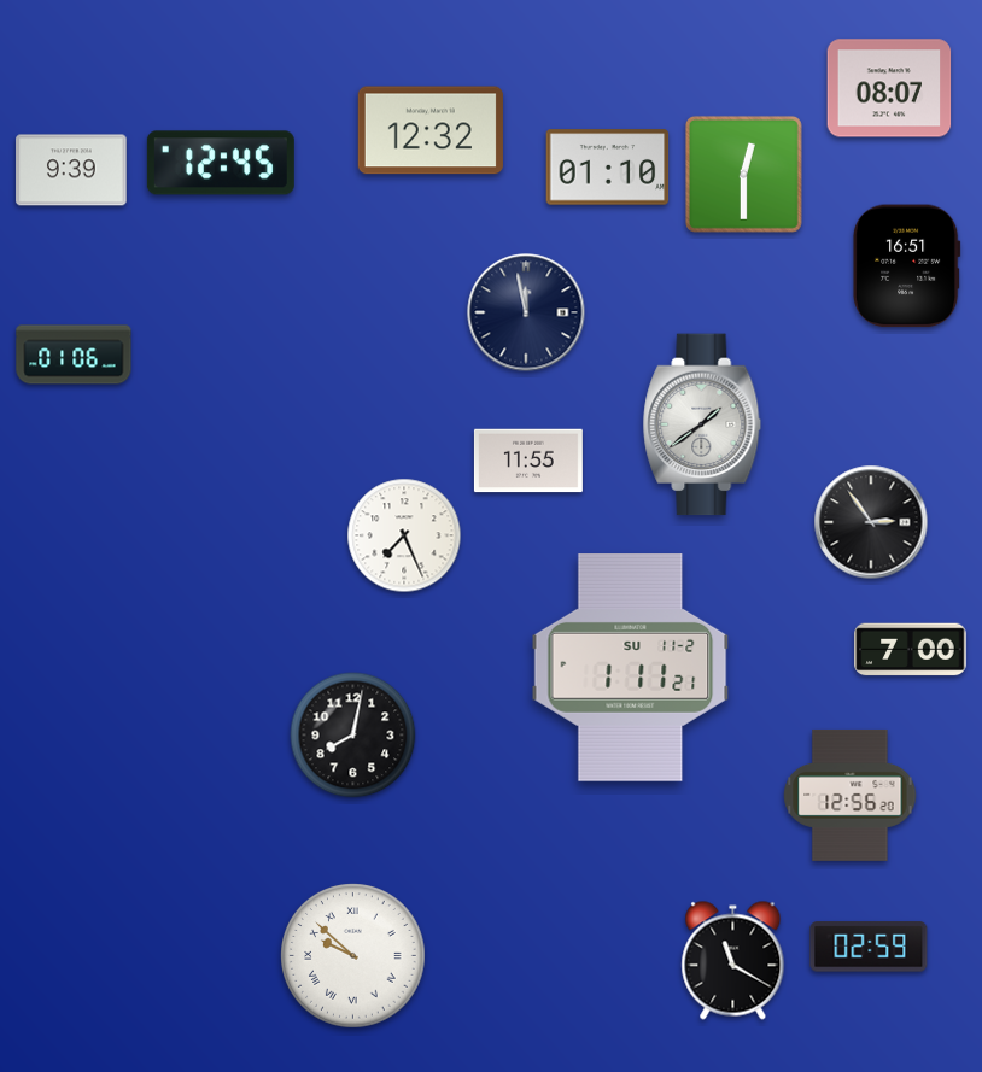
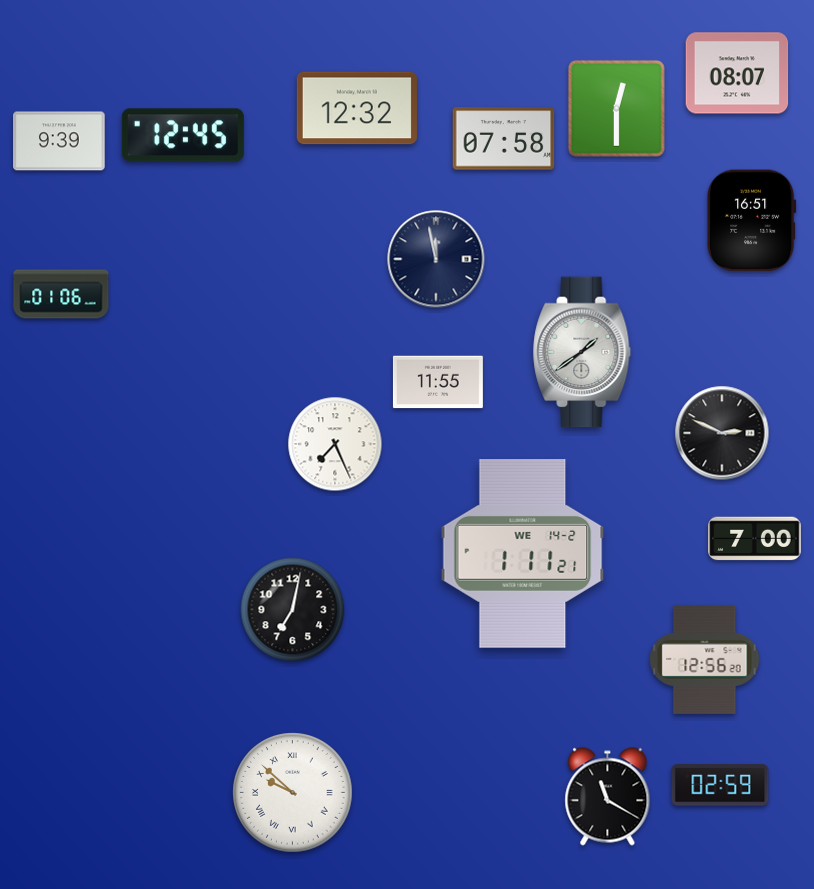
clock at (608, 168): 01:10 -> 07:58
clock at (743, 174) position: (743, 174) -> (616, 108)
clock at (871, 522): 2:54 -> 2:49
clock at (631, 668) date: SU 11-2 -> WE 14-2
clock at (353, 736): 8:02 -> 7:02
